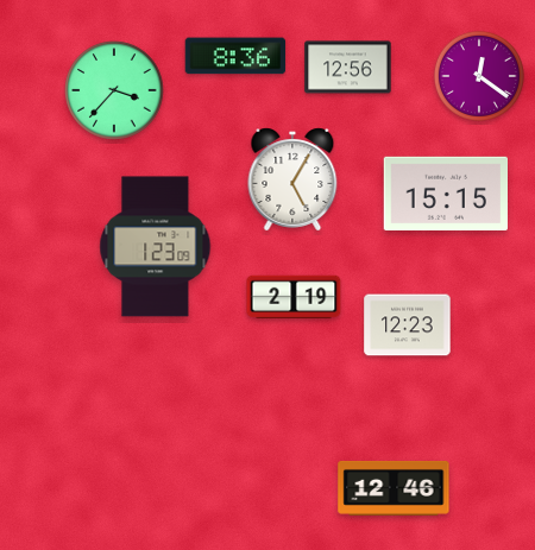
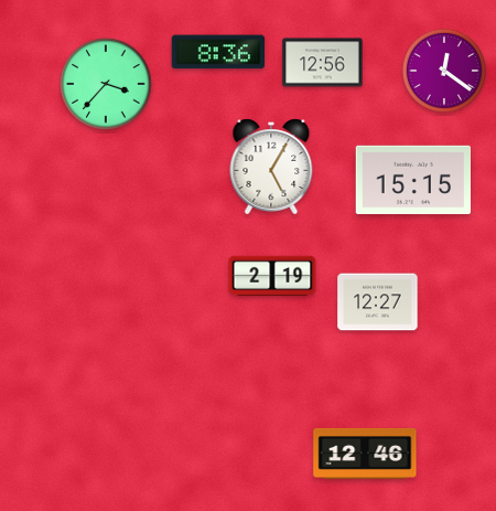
clock at (156, 247): 1:23 -> none
clock at (408, 325): 12:23 -> 12:27
